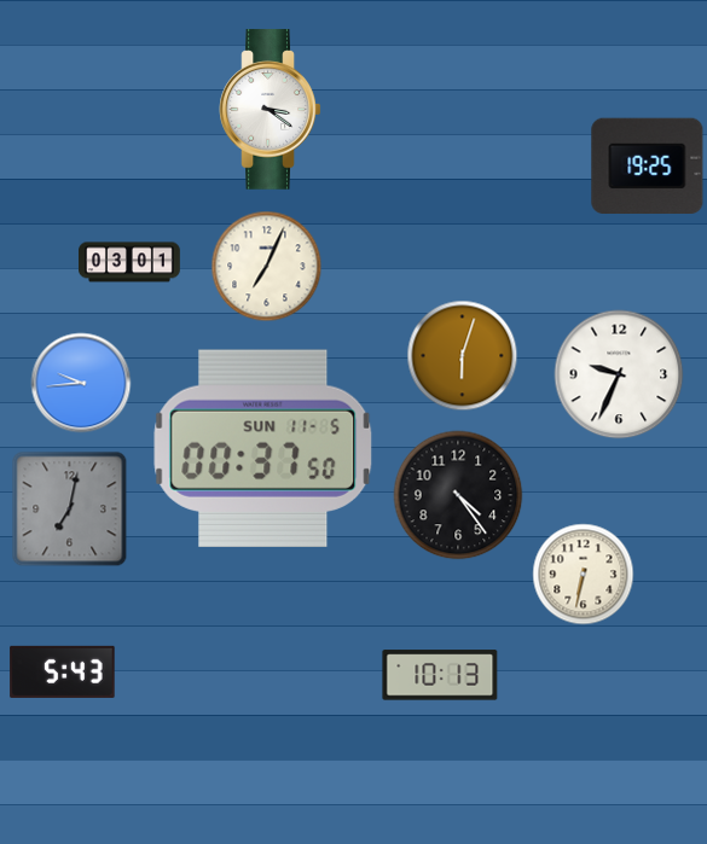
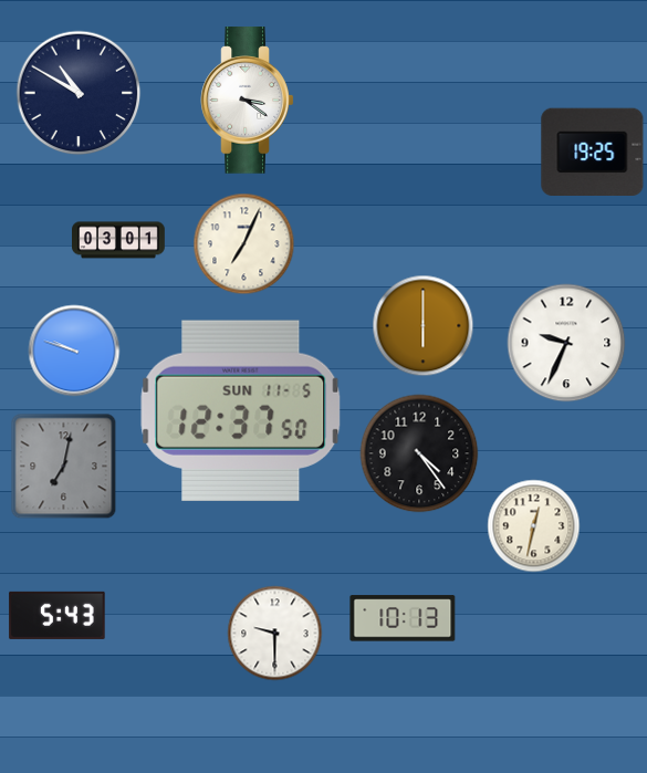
clock at (79, 93): none -> 10:50
clock at (463, 356): 6:03 -> 6:00
clock at (81, 383): 9:44 -> 9:48
clock at (263, 448): 00:37 -> 12:37
clock at (584, 575): 6:32 -> 12:32
clock at (275, 634): none -> 9:30
